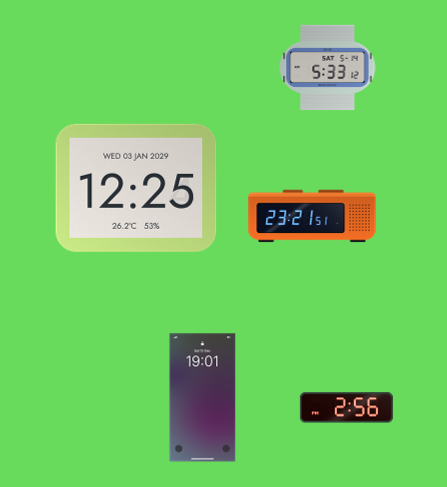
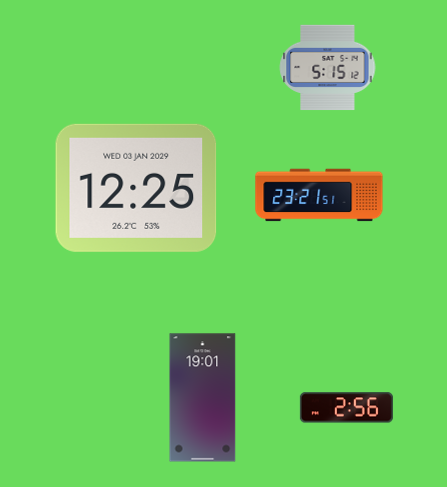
clock at (328, 68): 5:33 -> 5:15
clock at (312, 216) position: (312, 216) -> (319, 195)
